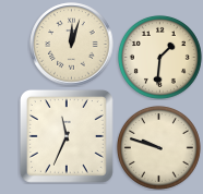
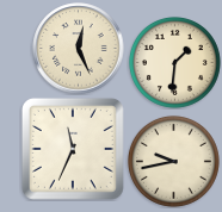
clock at (72, 45): 12:03 -> 12:26
clock at (158, 147): 9:48 -> 9:43
